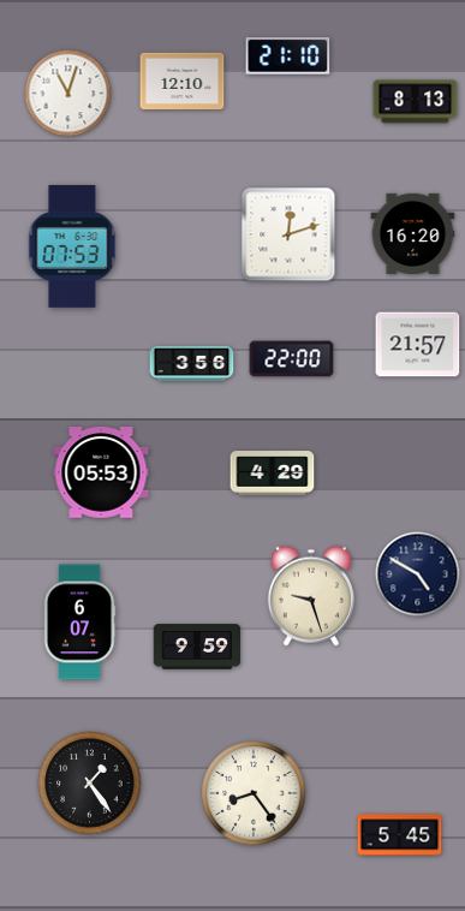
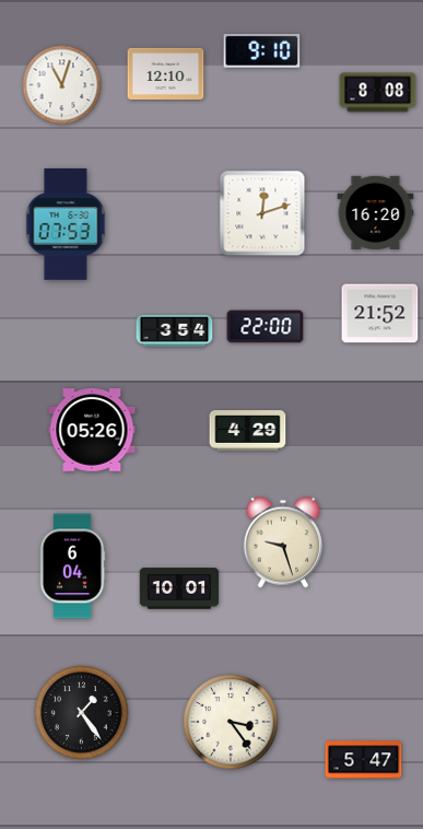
clock at (288, 56): 21:10 -> 9:10
clock at (416, 102): 8:13 -> 8:08
clock at (418, 345): 21:57 -> 21:52
clock at (192, 363): 3:56 -> 3:54
clock at (101, 474): 05:53 -> 05:26
clock at (418, 574): 4:50 -> none
clock at (79, 623): 6:07 -> 6:04
clock at (197, 647): 9:59 -> 10:01
clock at (254, 793): 8:24 -> 3:24
clock at (400, 835): 5:45 -> 5:47
